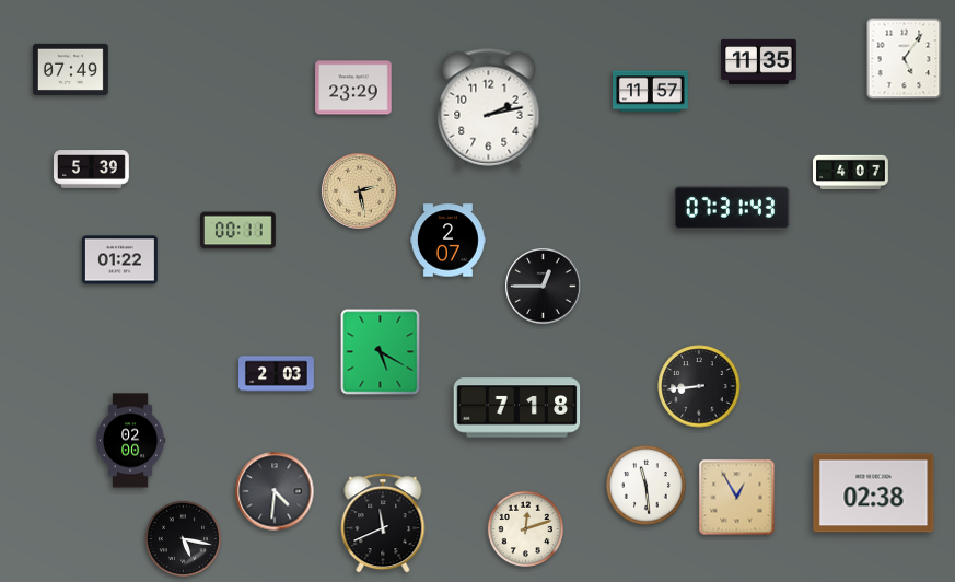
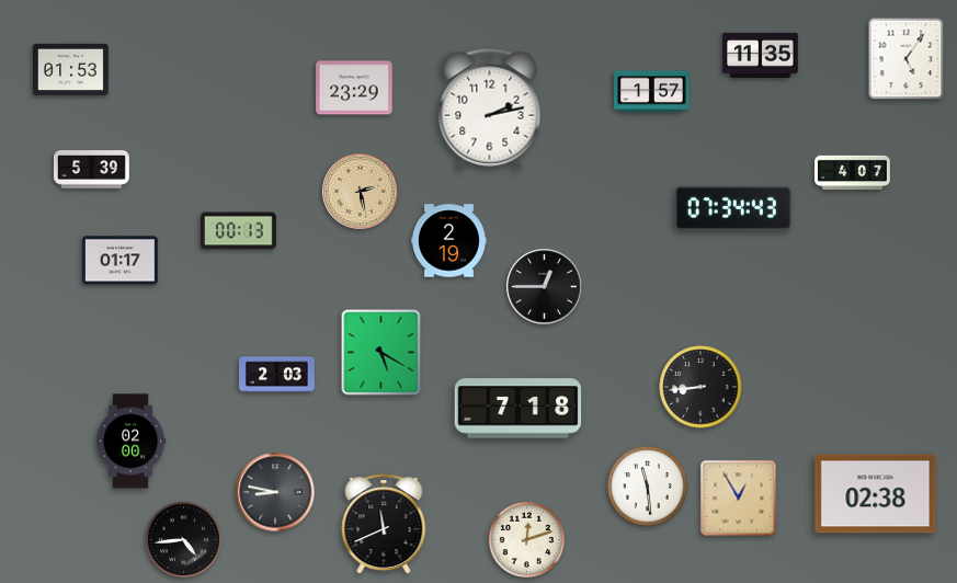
clock at (759, 61) position: (759, 61) -> (761, 55)
clock at (71, 69): 07:49 -> 01:53
clock at (651, 92): 11:57 -> 1:57
clock at (732, 208): 07:31 -> 07:34
clock at (238, 231): 00:11 -> 00:13
clock at (449, 241): 2:07 -> 2:19
clock at (120, 260): 01:22 -> 01:17
clock at (275, 491): 4:31 -> 8:47
clock at (525, 528) position: (525, 528) -> (526, 539)
clock at (183, 538): 5:17 -> 4:44
